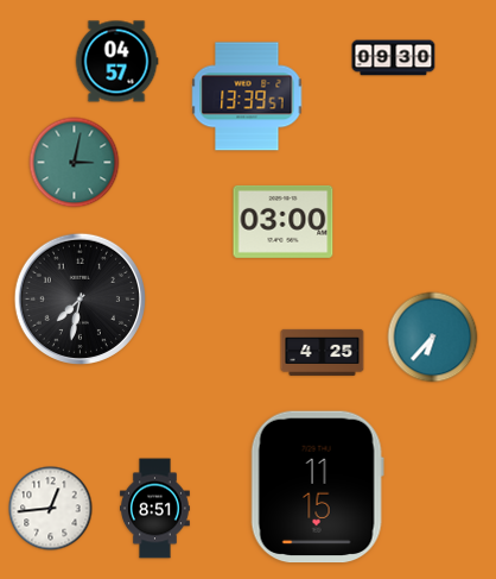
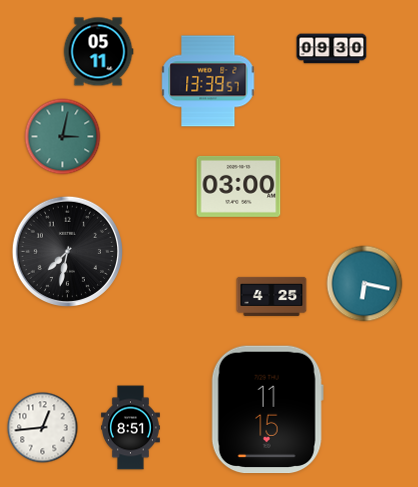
clock at (116, 62): 04:57 -> 05:11
clock at (433, 338): 6:37 -> 6:17
